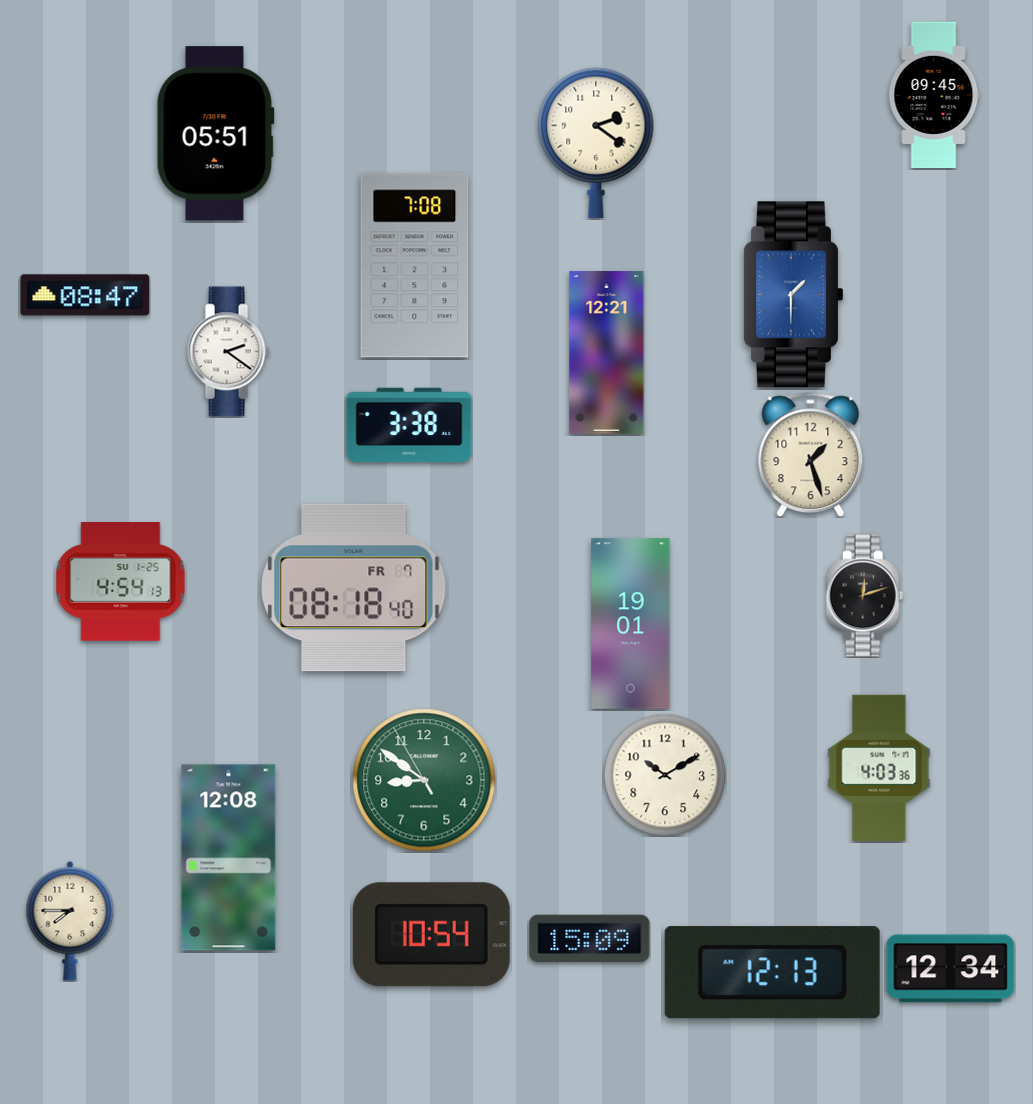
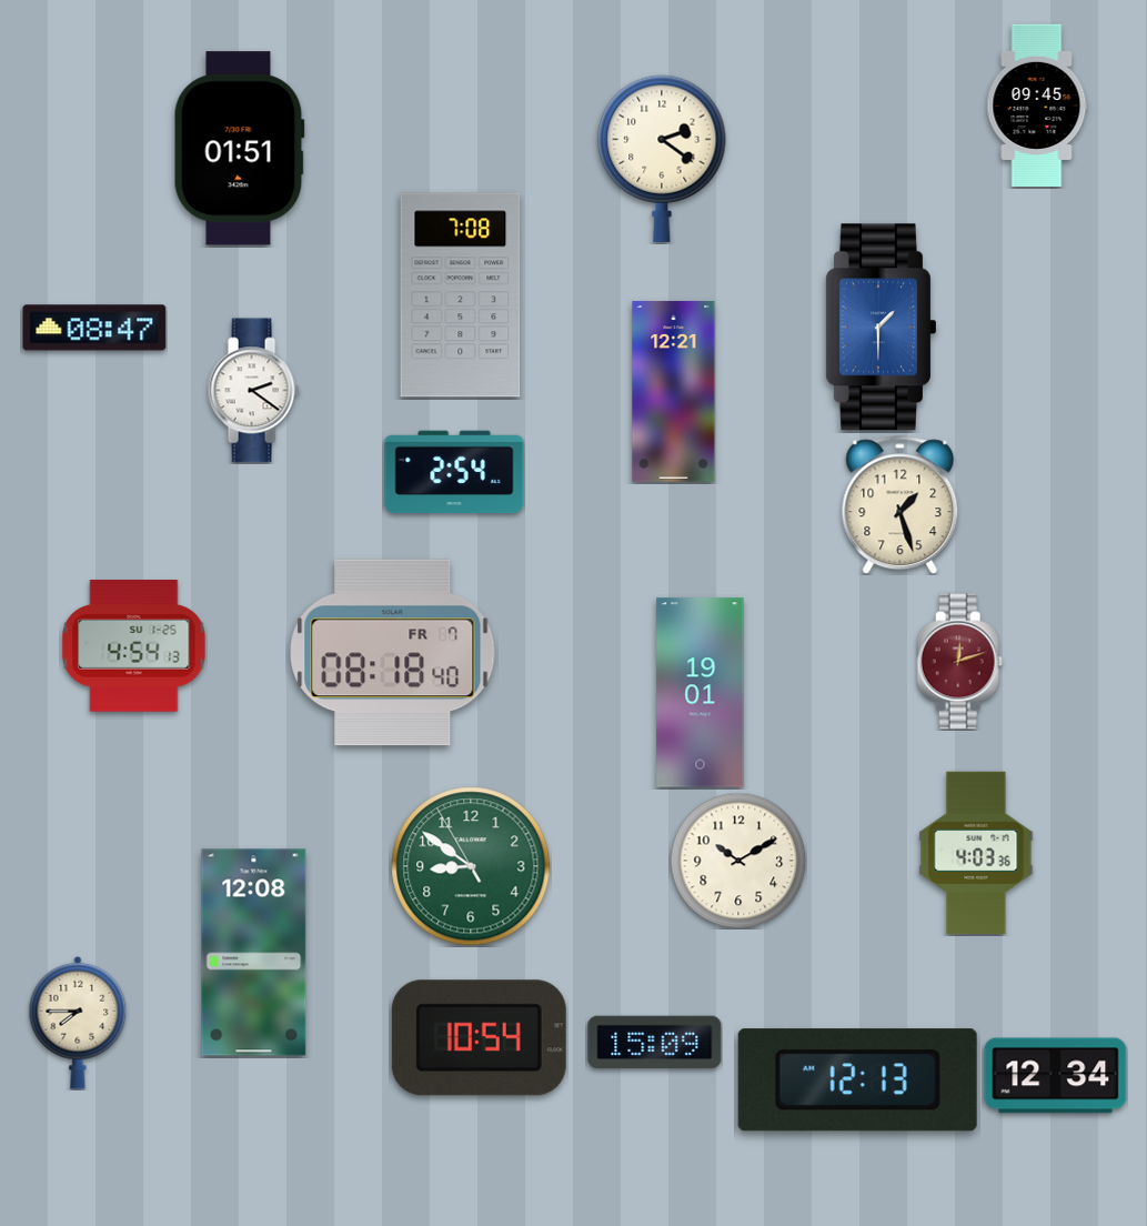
clock at (215, 134): 05:51 -> 01:51
clock at (409, 425): 3:38 -> 2:54
clock at (865, 596) dial: black -> burgundy
